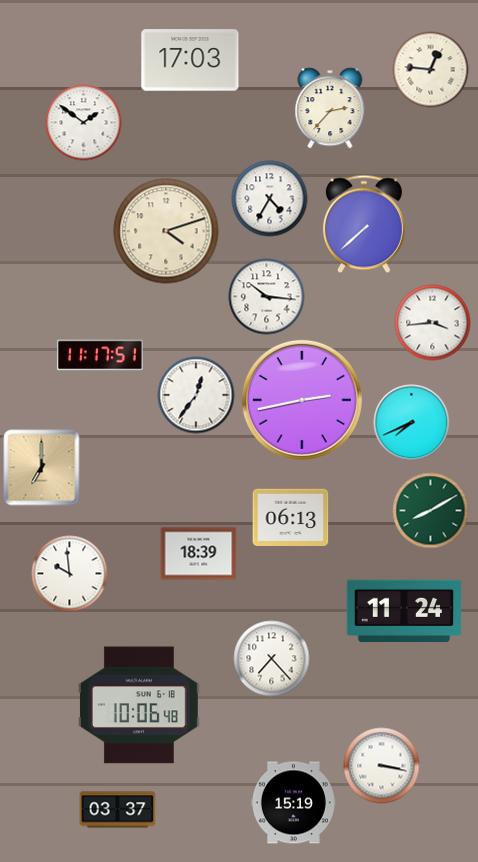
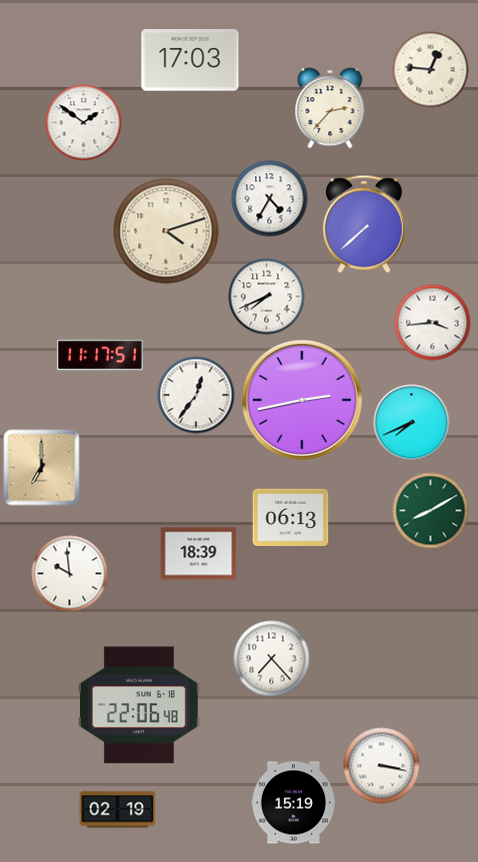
clock at (267, 297): 10:16 -> 7:41
clock at (404, 611): 11:24 -> none
clock at (139, 705): 10:06 -> 22:06
clock at (118, 810): 03:37 -> 02:19
